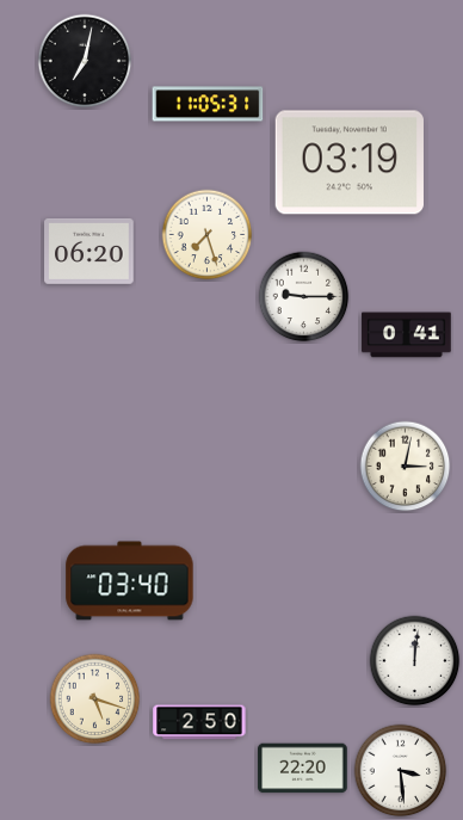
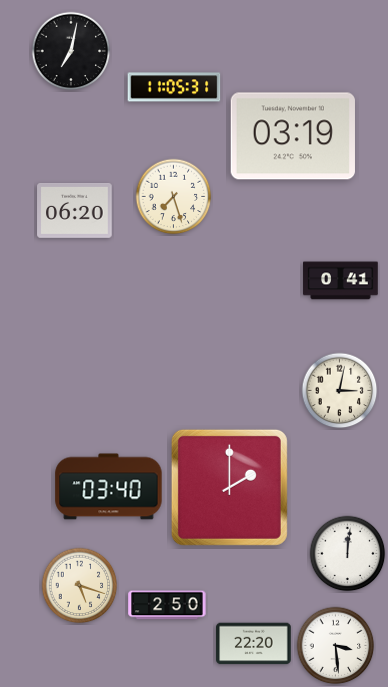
clock at (304, 297): 9:15 -> none
clock at (229, 487): none -> 2:00
